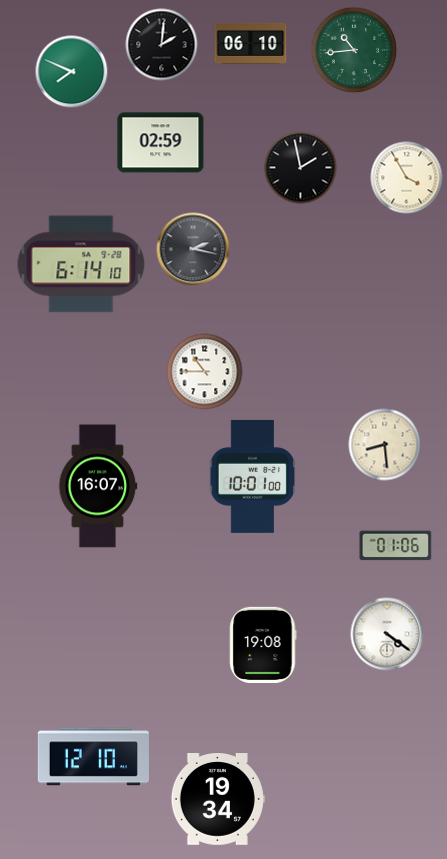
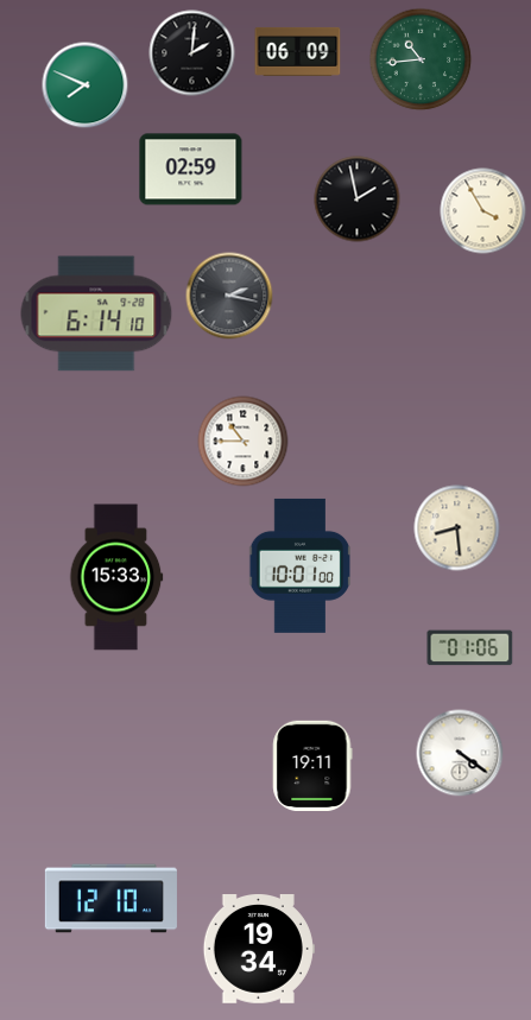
clock at (251, 43): 06:10 -> 06:09
clock at (98, 486): 16:07 -> 15:33
clock at (263, 645): 19:08 -> 19:11
